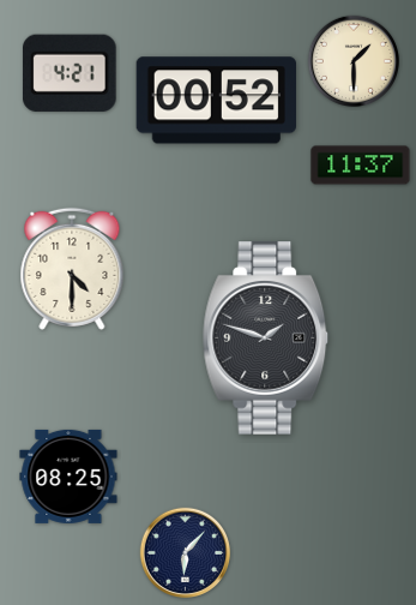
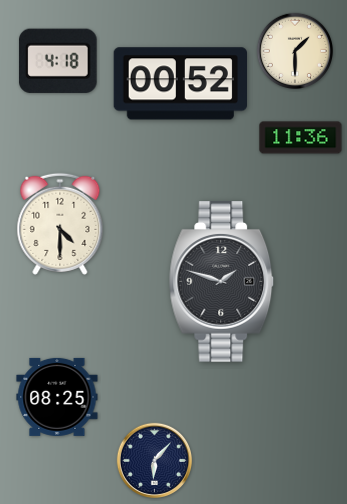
clock at (71, 73): 4:21 -> 4:18
clock at (361, 166): 11:37 -> 11:36
